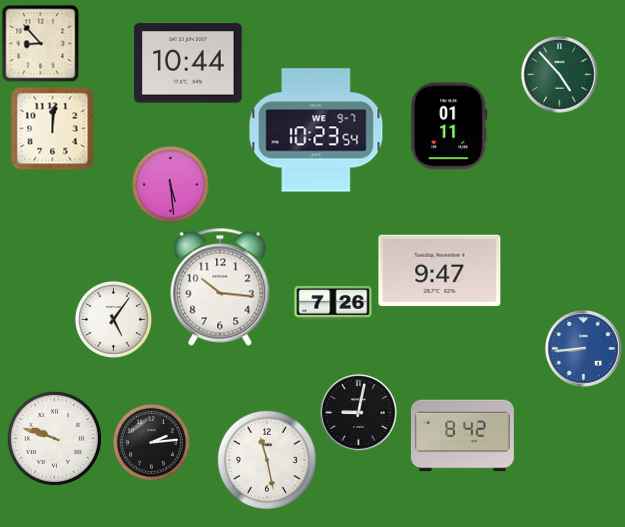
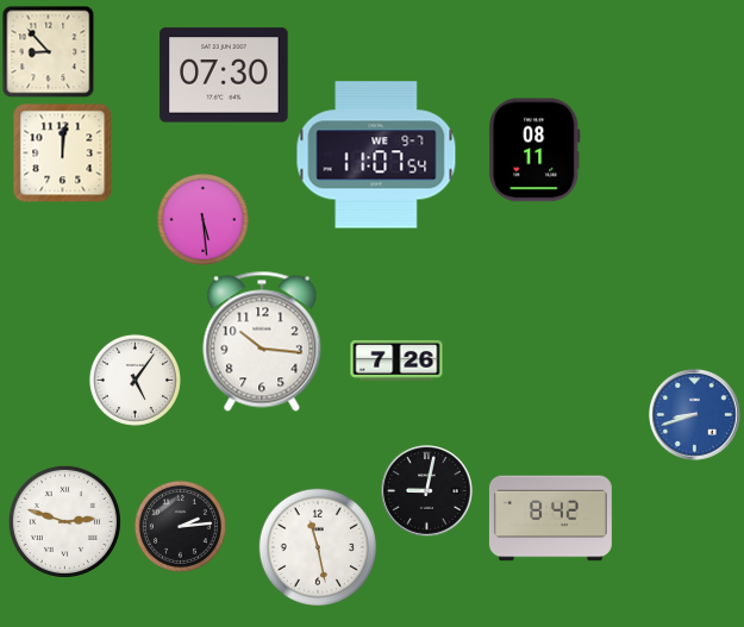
clock at (188, 63): 10:44 -> 07:30
clock at (560, 75): 4:53 -> none
clock at (449, 126): 01:11 -> 08:11
clock at (316, 130): 10:23 -> 11:07
clock at (440, 271): 9:47 -> none
clock at (584, 349): 8:44 -> 8:42
clock at (54, 438): 9:48 -> 2:48
